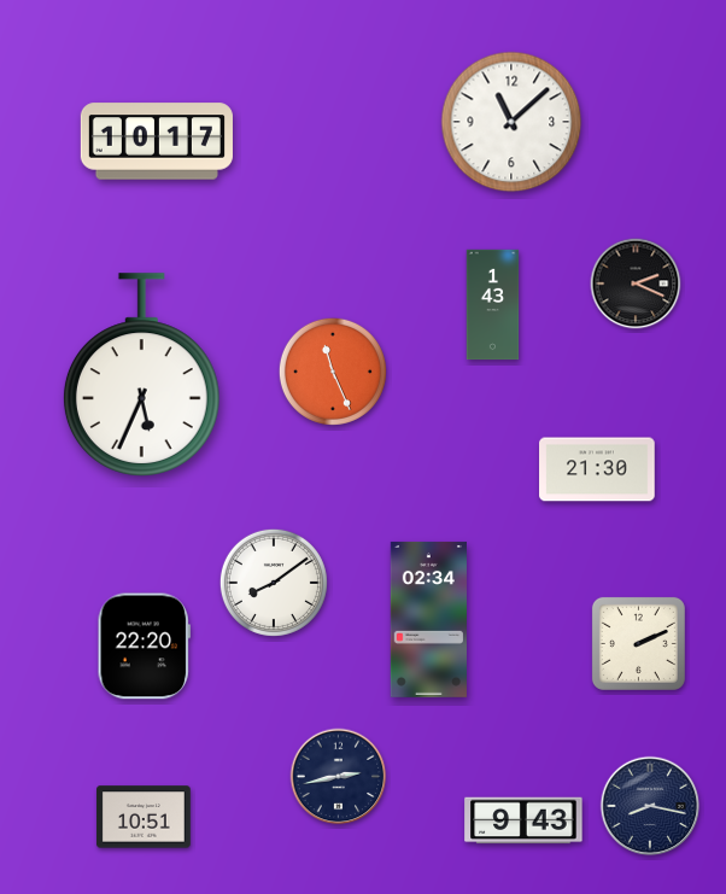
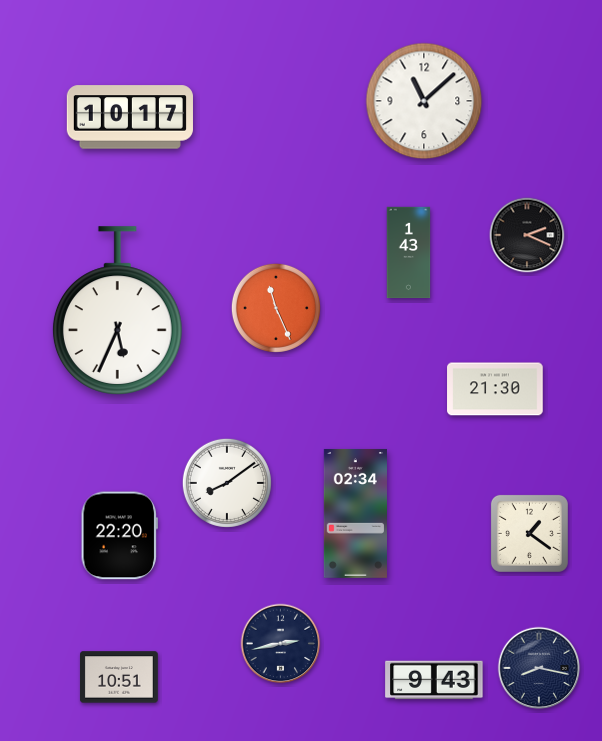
clock at (638, 643): 2:11 -> 1:21
